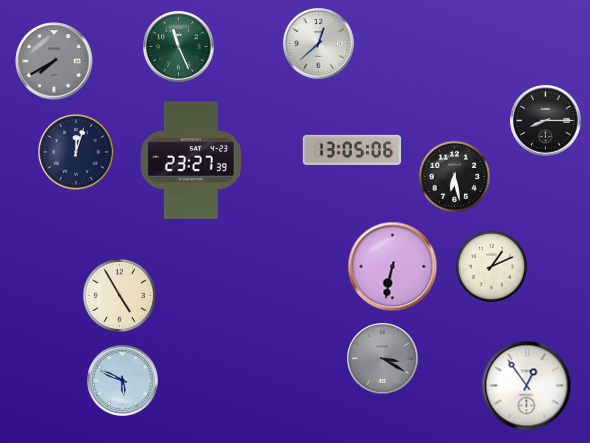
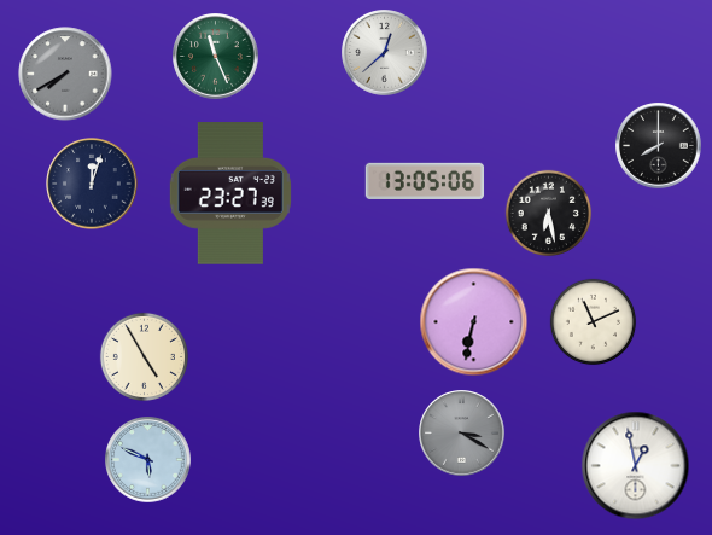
clock at (546, 121): 8:15 -> 8:00
clock at (492, 267): 1:11 -> 11:11
clock at (527, 386): 12:54 -> 12:58
